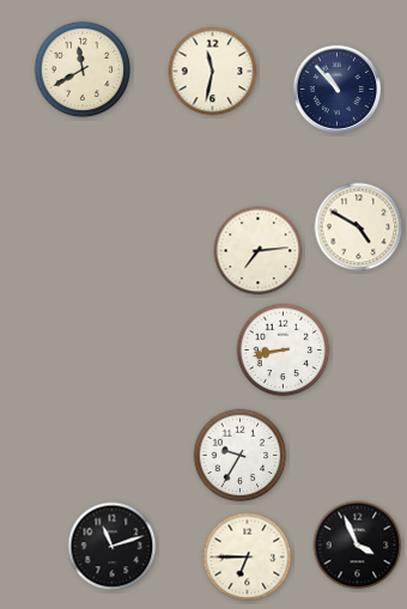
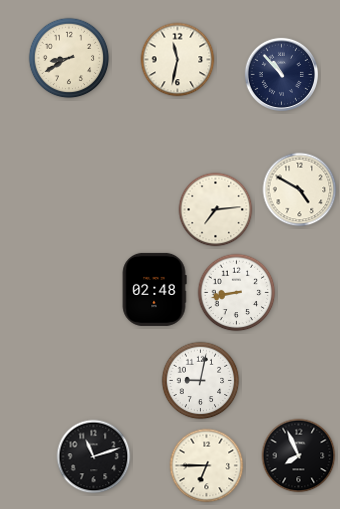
clock at (83, 69): 11:40 -> 8:40
clock at (154, 289): none -> 02:48
clock at (241, 456): 9:35 -> 9:02
clock at (358, 546): 3:56 -> 7:56
